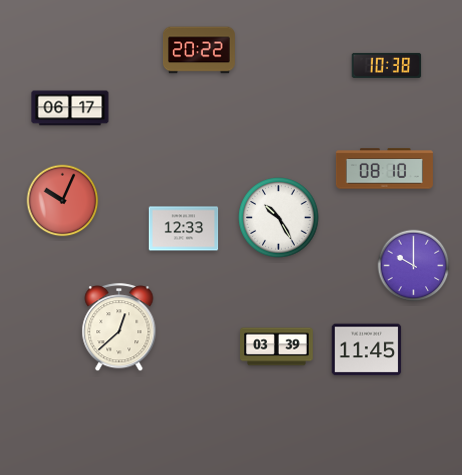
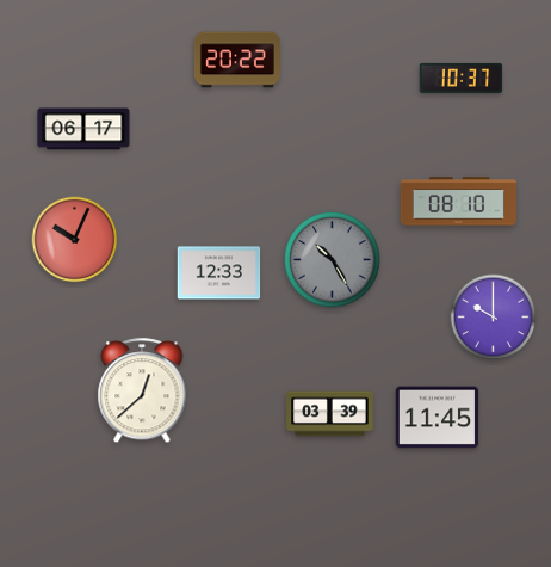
clock at (387, 65): 10:38 -> 10:37
clock at (279, 218) dial: white -> grey
